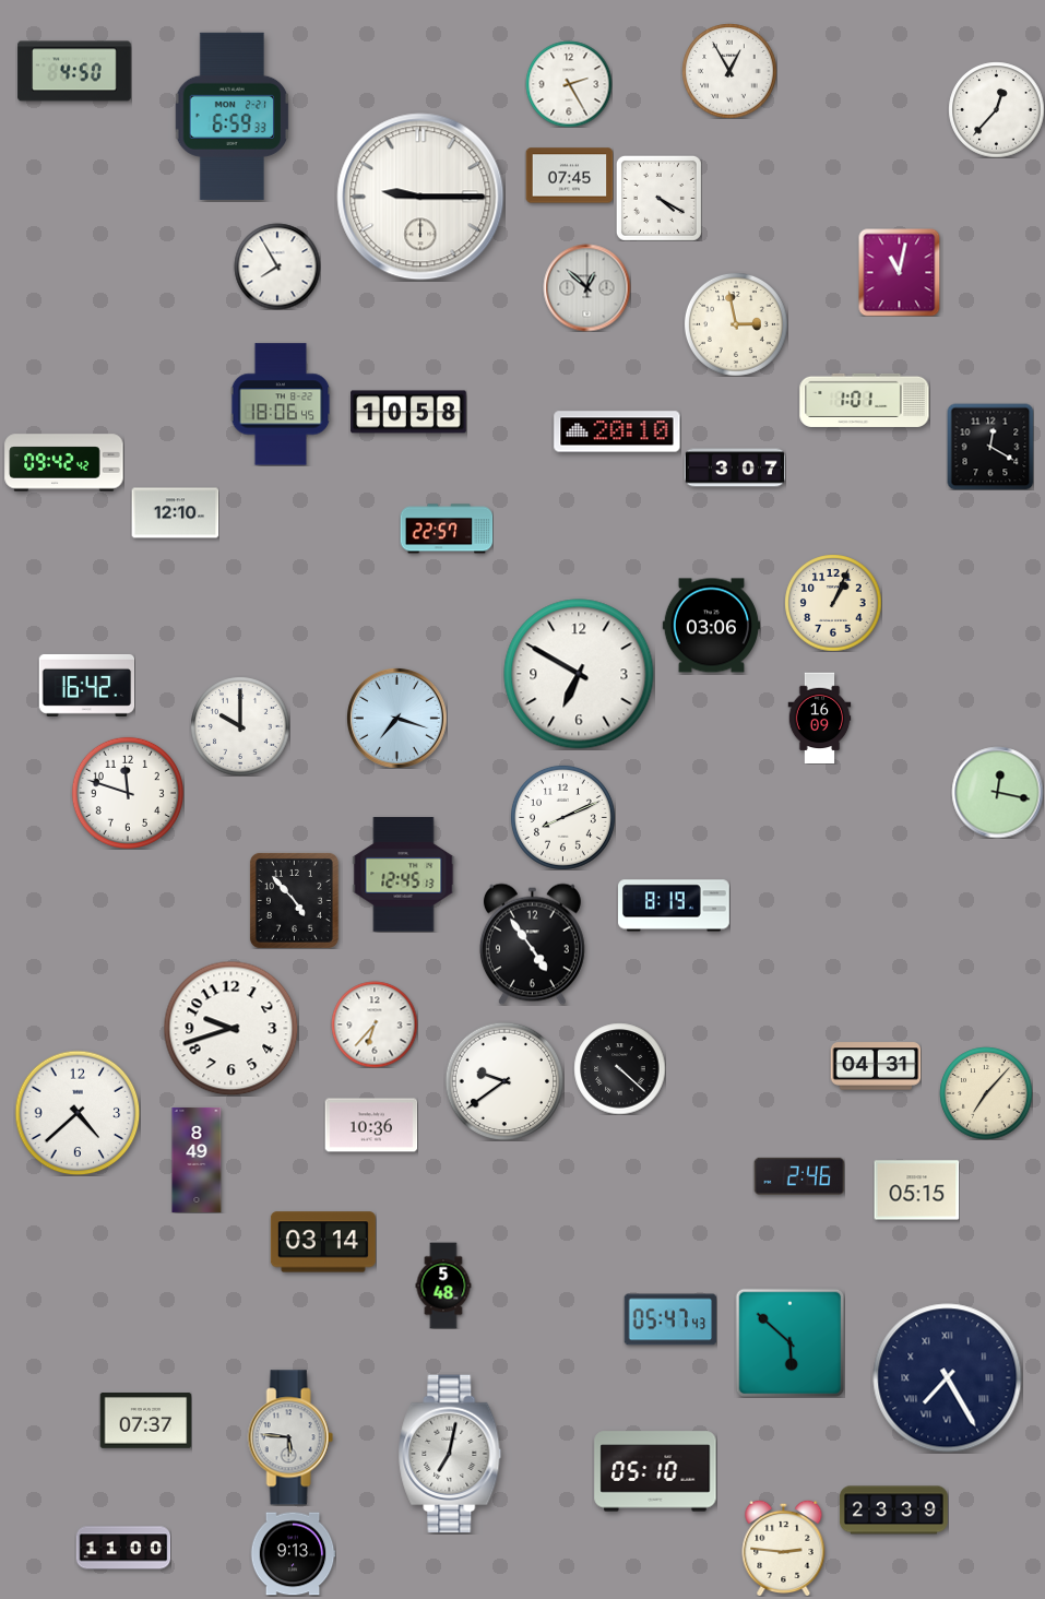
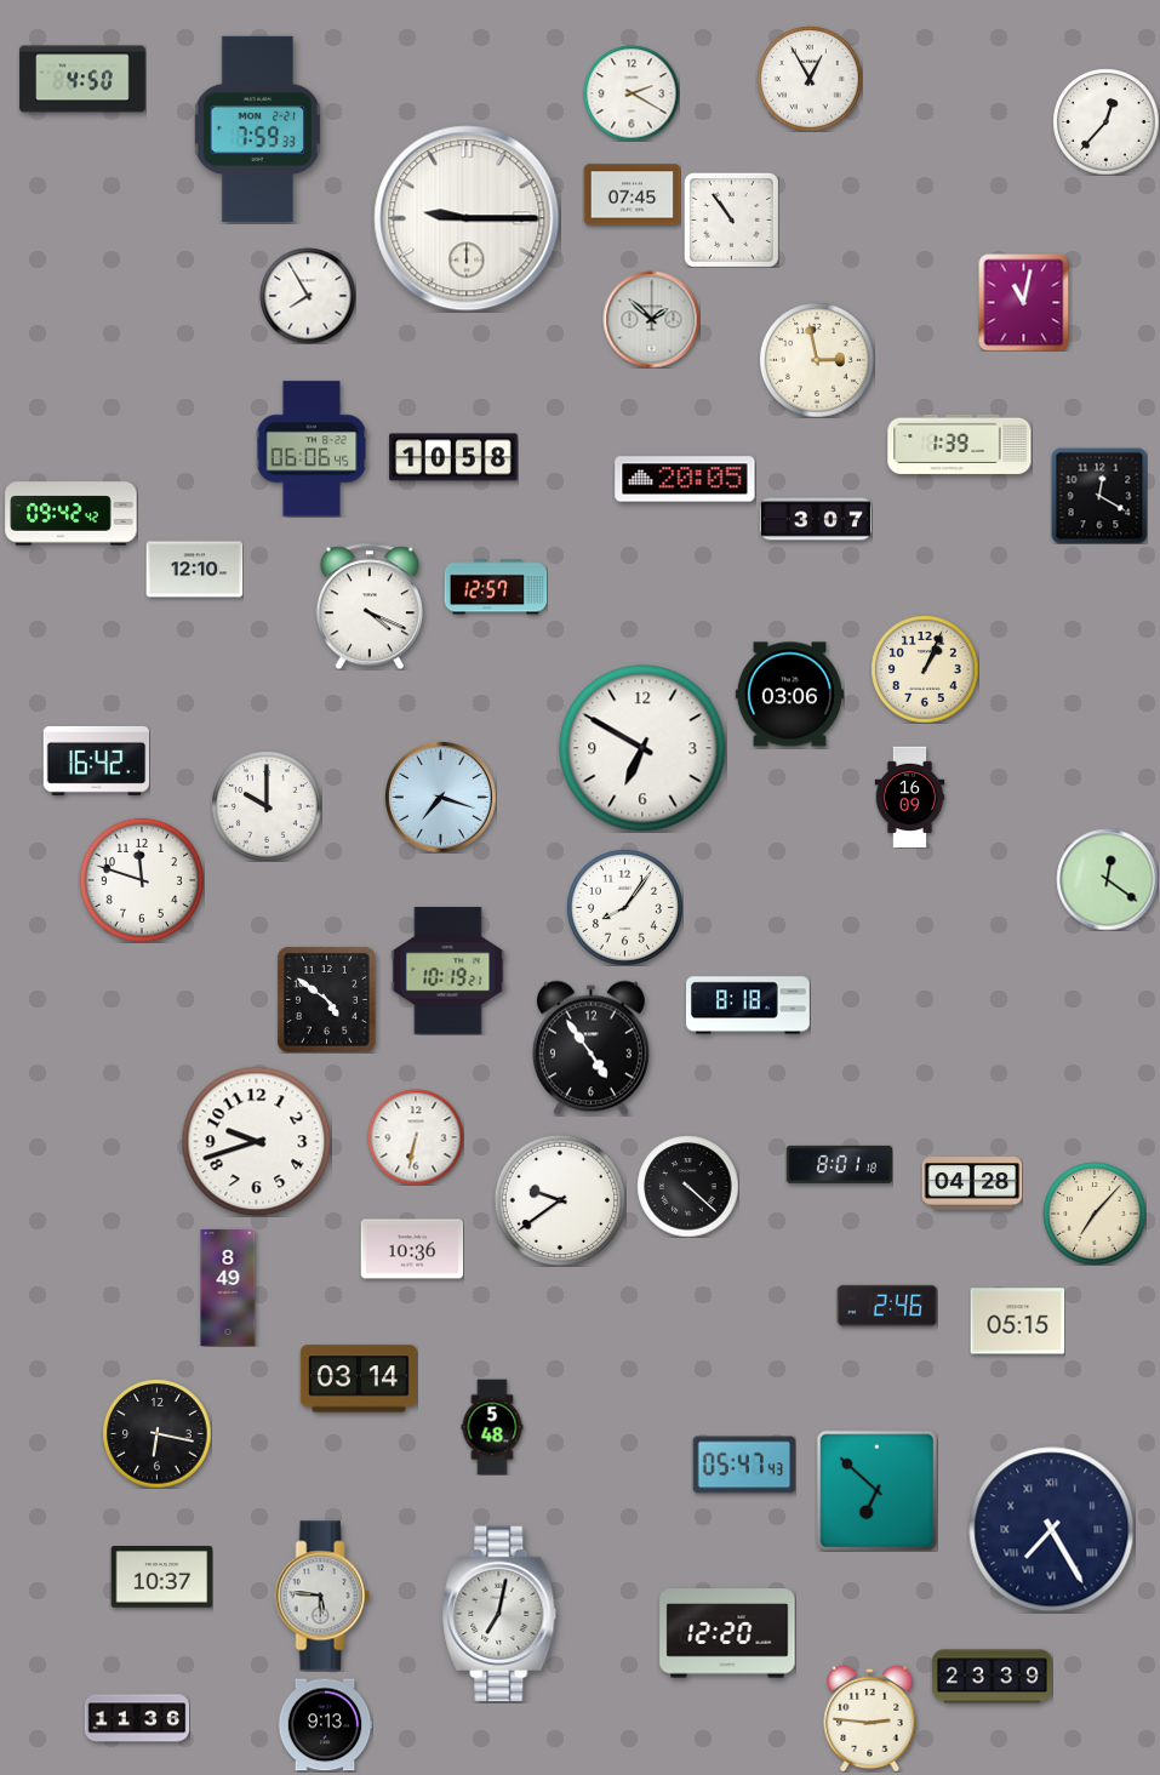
clock at (569, 84): 2:25 -> 2:20
clock at (233, 116): 6:59 -> 7:59
clock at (658, 198): 4:20 -> 10:54
clock at (900, 272) position: (900, 272) -> (1024, 302)
clock at (586, 287): 12:52 -> 1:52
clock at (865, 400): 1:01 -> 1:39
clock at (281, 404): 18:06 -> 06:06
clock at (617, 431): 20:10 -> 20:05
clock at (447, 529): 22:57 -> 12:57
clock at (370, 606): none -> 4:19
clock at (997, 792): 12:17 -> 12:21
clock at (562, 817): 8:11 -> 8:06
clock at (404, 875): 12:45 -> 10:19
clock at (294, 900): 4:53 -> 4:51
clock at (675, 905): 8:19 -> 8:18
clock at (375, 1024): 6:37 -> 6:32
clock at (839, 1164): none -> 8:01
clock at (876, 1066): 04:31 -> 04:28
clock at (78, 1113): 4:38 -> none
clock at (197, 1160) position: (197, 1160) -> (228, 1288)
clock at (156, 1433): none -> 6:17
clock at (789, 1342): 5:52 -> 6:52
clock at (145, 1421): 07:37 -> 10:37
clock at (655, 1471): 05:10 -> 12:20
clock at (123, 1548): 11:00 -> 11:36
